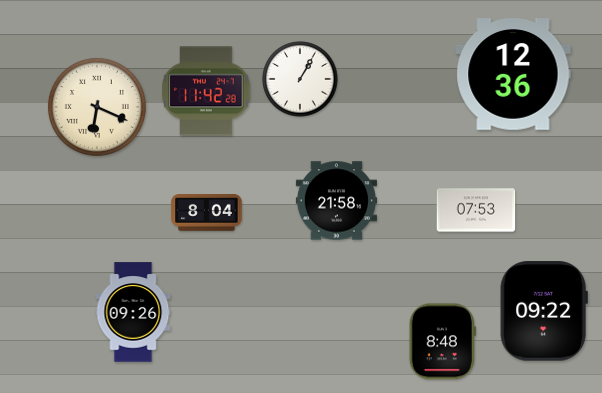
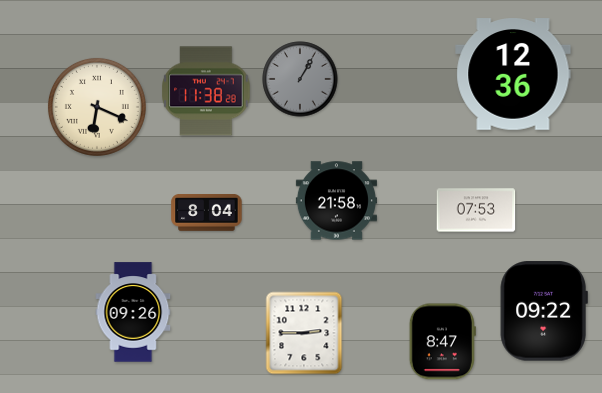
clock at (300, 79) dial: white -> grey
clock at (206, 91): 11:42 -> 11:38
clock at (304, 333): none -> 2:45
clock at (442, 342): 8:48 -> 8:47
